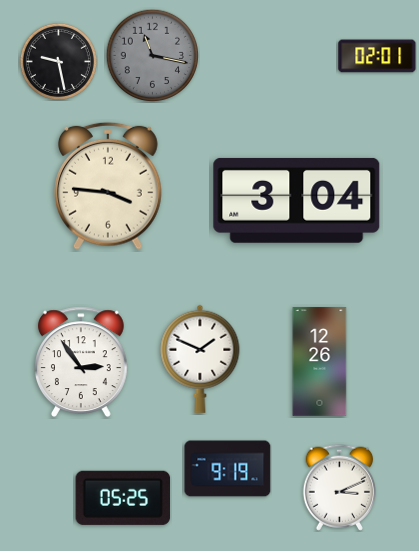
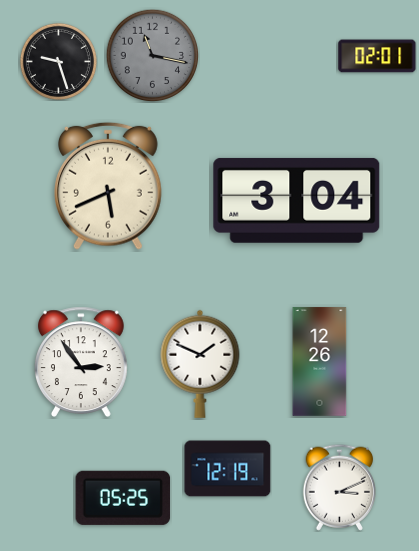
clock at (58, 61): 9:28 -> 9:27
clock at (109, 186): 3:46 -> 5:41
clock at (200, 359) position: (200, 359) -> (200, 364)
clock at (228, 469): 9:19 -> 12:19
